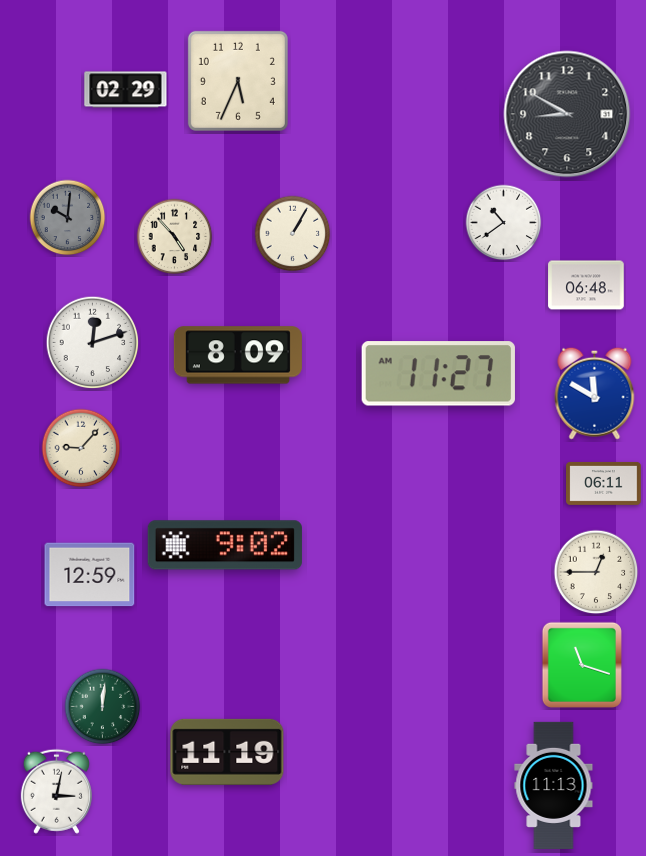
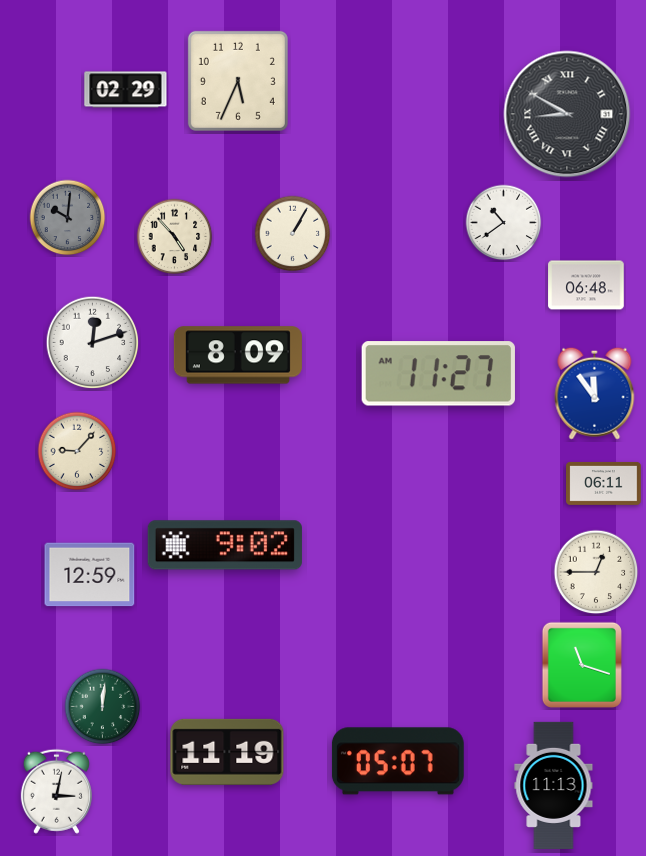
clock at (567, 114) numerals: Arabic -> Roman
clock at (595, 393): 11:50 -> 11:54
clock at (81, 448) position: (81, 448) -> (77, 451)
clock at (398, 761): none -> 05:07
